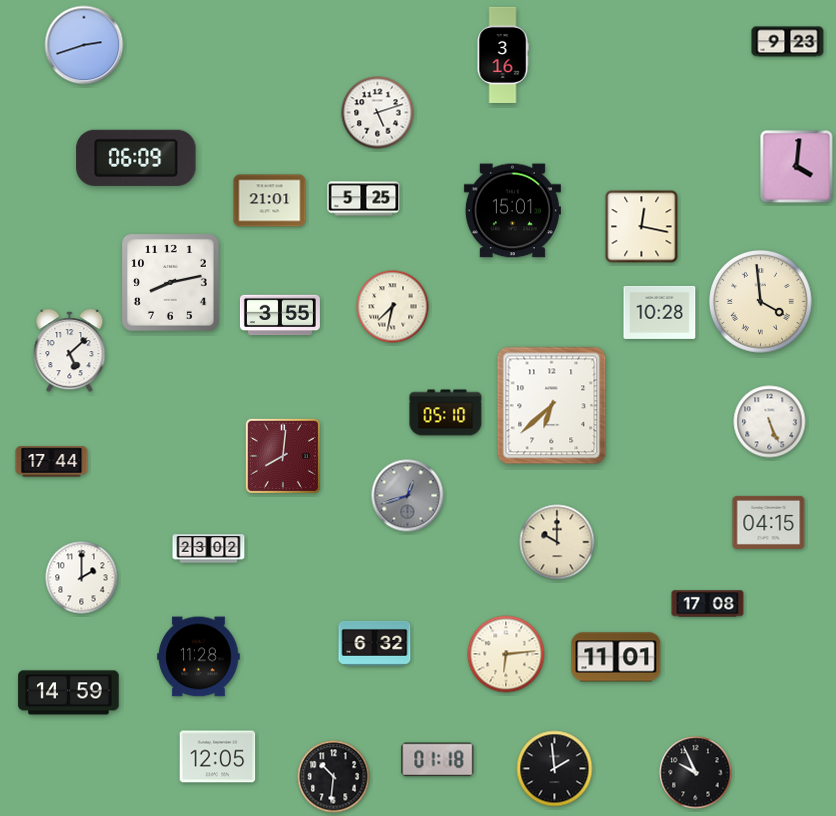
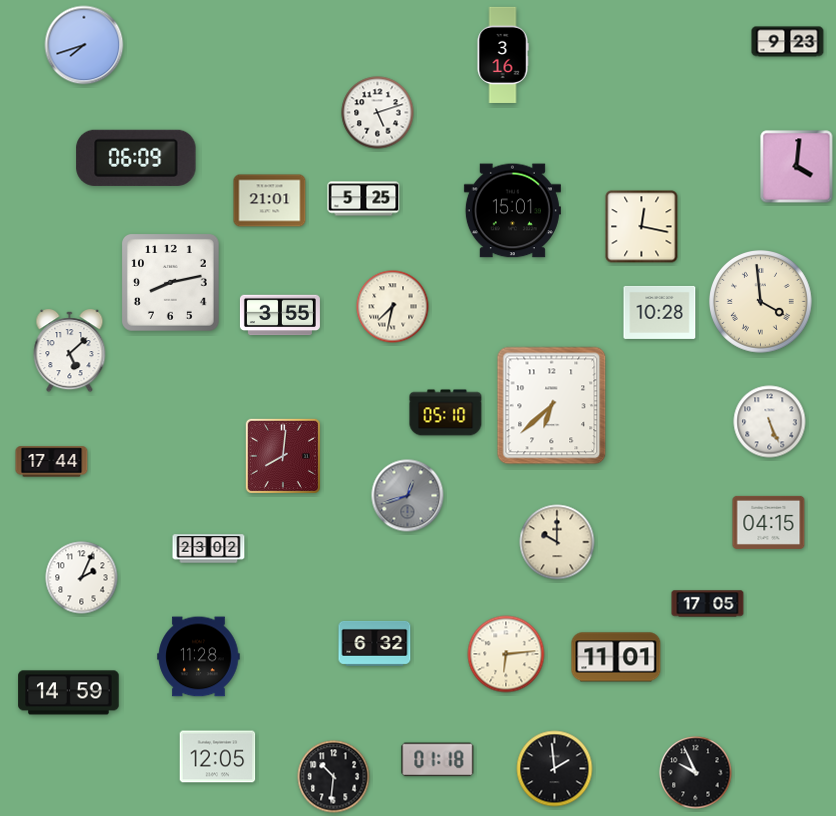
clock at (84, 45): 2:42 -> 7:42
clock at (82, 578): 2:00 -> 2:04
clock at (708, 604): 17:08 -> 17:05
